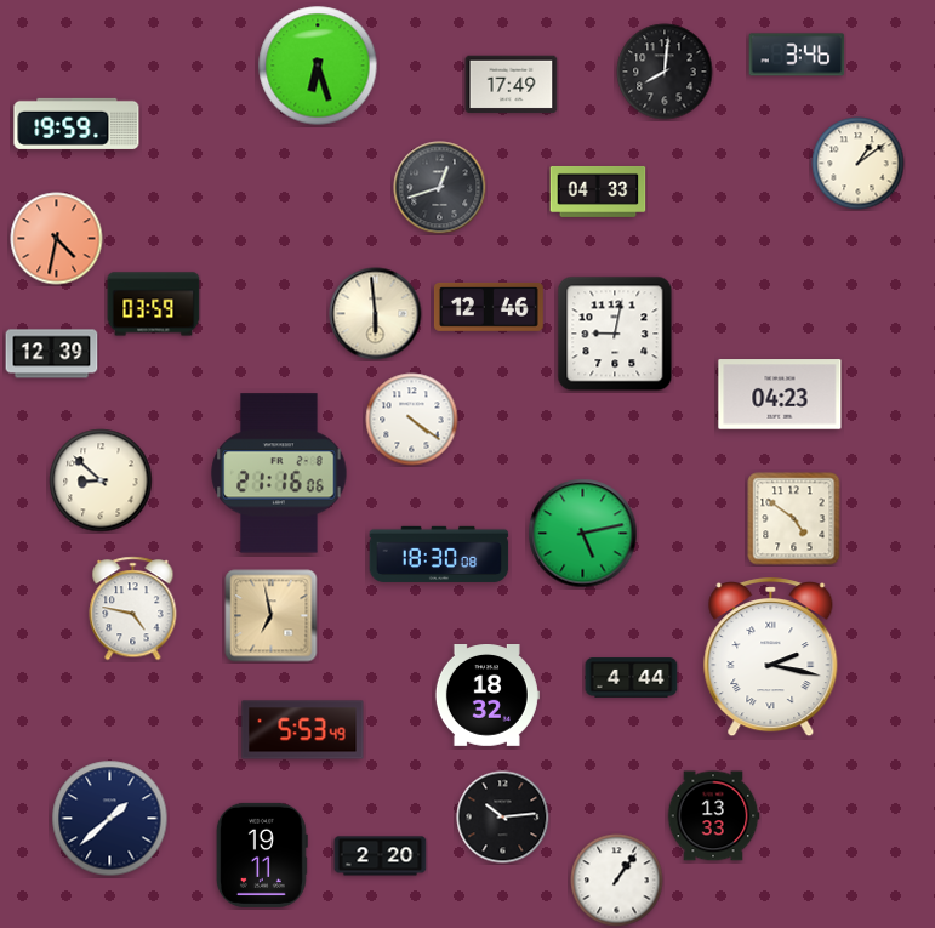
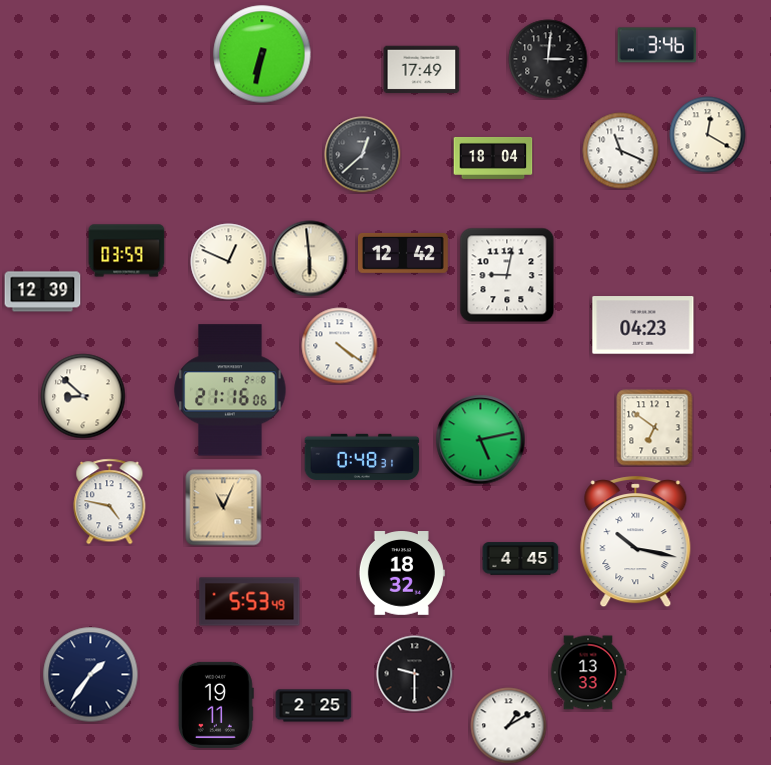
clock at (318, 66): 6:27 -> 6:32
clock at (665, 72): 8:01 -> 3:01
clock at (76, 124): 19:59 -> none
clock at (859, 164): 1:09 -> 12:20
clock at (621, 151): none -> 11:19
clock at (440, 188): 12:42 -> 12:38
clock at (598, 192): 04:33 -> 18:04
clock at (57, 239): 4:32 -> none
clock at (489, 307): 12:46 -> 12:42
clock at (229, 262): none -> 12:49
clock at (794, 519): 4:51 -> 6:51
clock at (439, 554): 18:30 -> 0:48
clock at (272, 616): 6:58 -> 11:04
clock at (771, 657): 2:17 -> 10:17
clock at (632, 678): 4:44 -> 4:45
clock at (503, 818): 10:14 -> 9:30
clock at (110, 819): 1:38 -> 1:36
clock at (381, 856): 2:20 -> 2:25
clock at (617, 881): 1:06 -> 1:10
